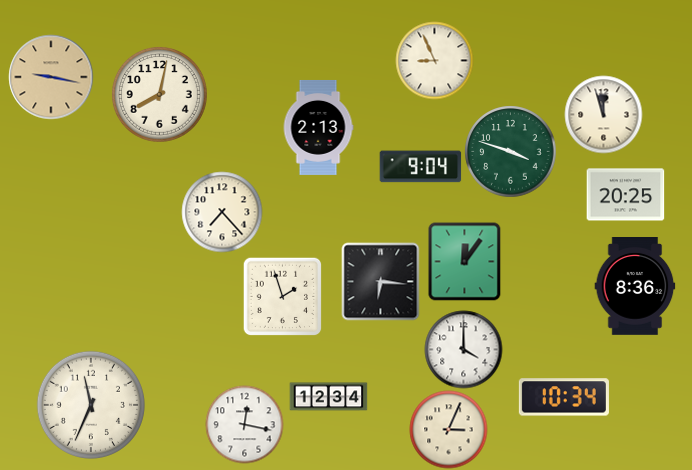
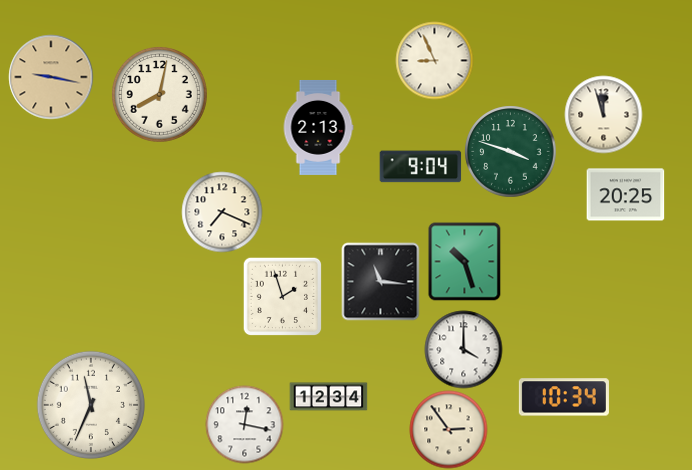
clock at (222, 212): 7:23 -> 7:19
clock at (465, 261): 12:06 -> 10:27
clock at (380, 281): 6:16 -> 11:16
clock at (635, 287): 8:36 -> none
clock at (448, 429): 3:04 -> 2:54
